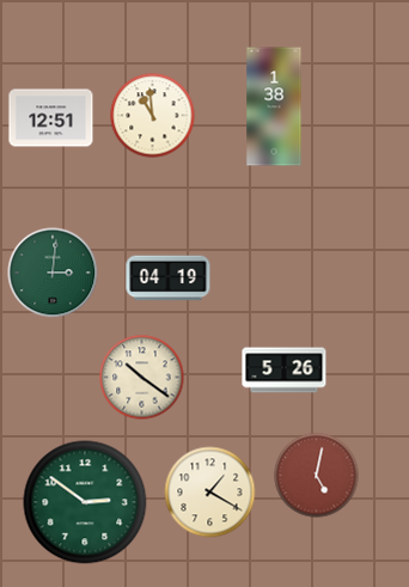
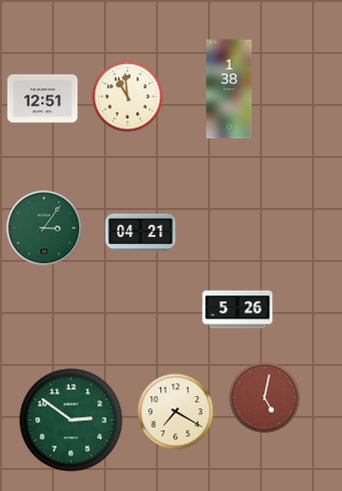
clock at (53, 273): 3:01 -> 3:06
clock at (169, 279): 04:19 -> 04:21
clock at (142, 378): 10:21 -> none
clock at (210, 493): 1:20 -> 7:20
